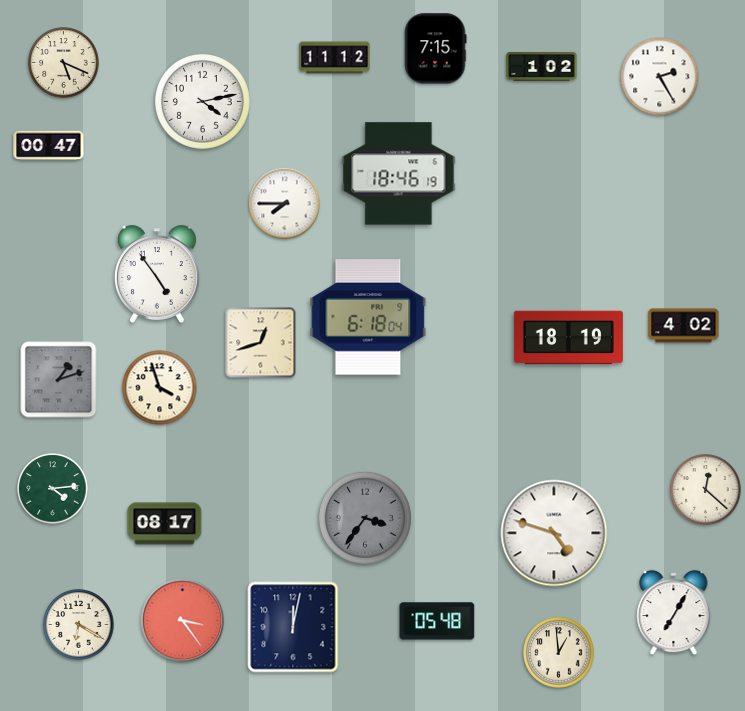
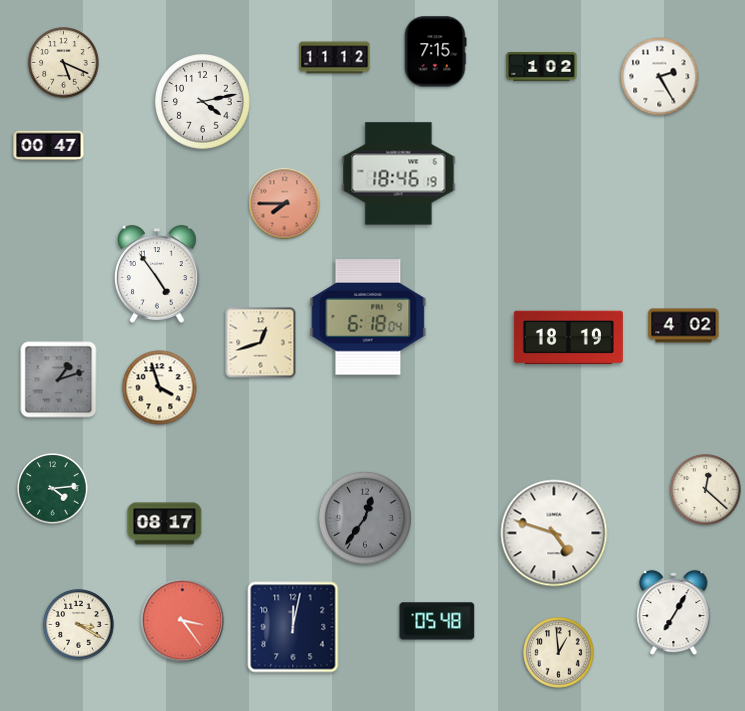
clock at (435, 49) position: (435, 49) -> (435, 52)
clock at (285, 204) dial: white -> salmon
clock at (365, 518): 3:36 -> 12:36
clock at (79, 625): 6:20 -> 3:20
